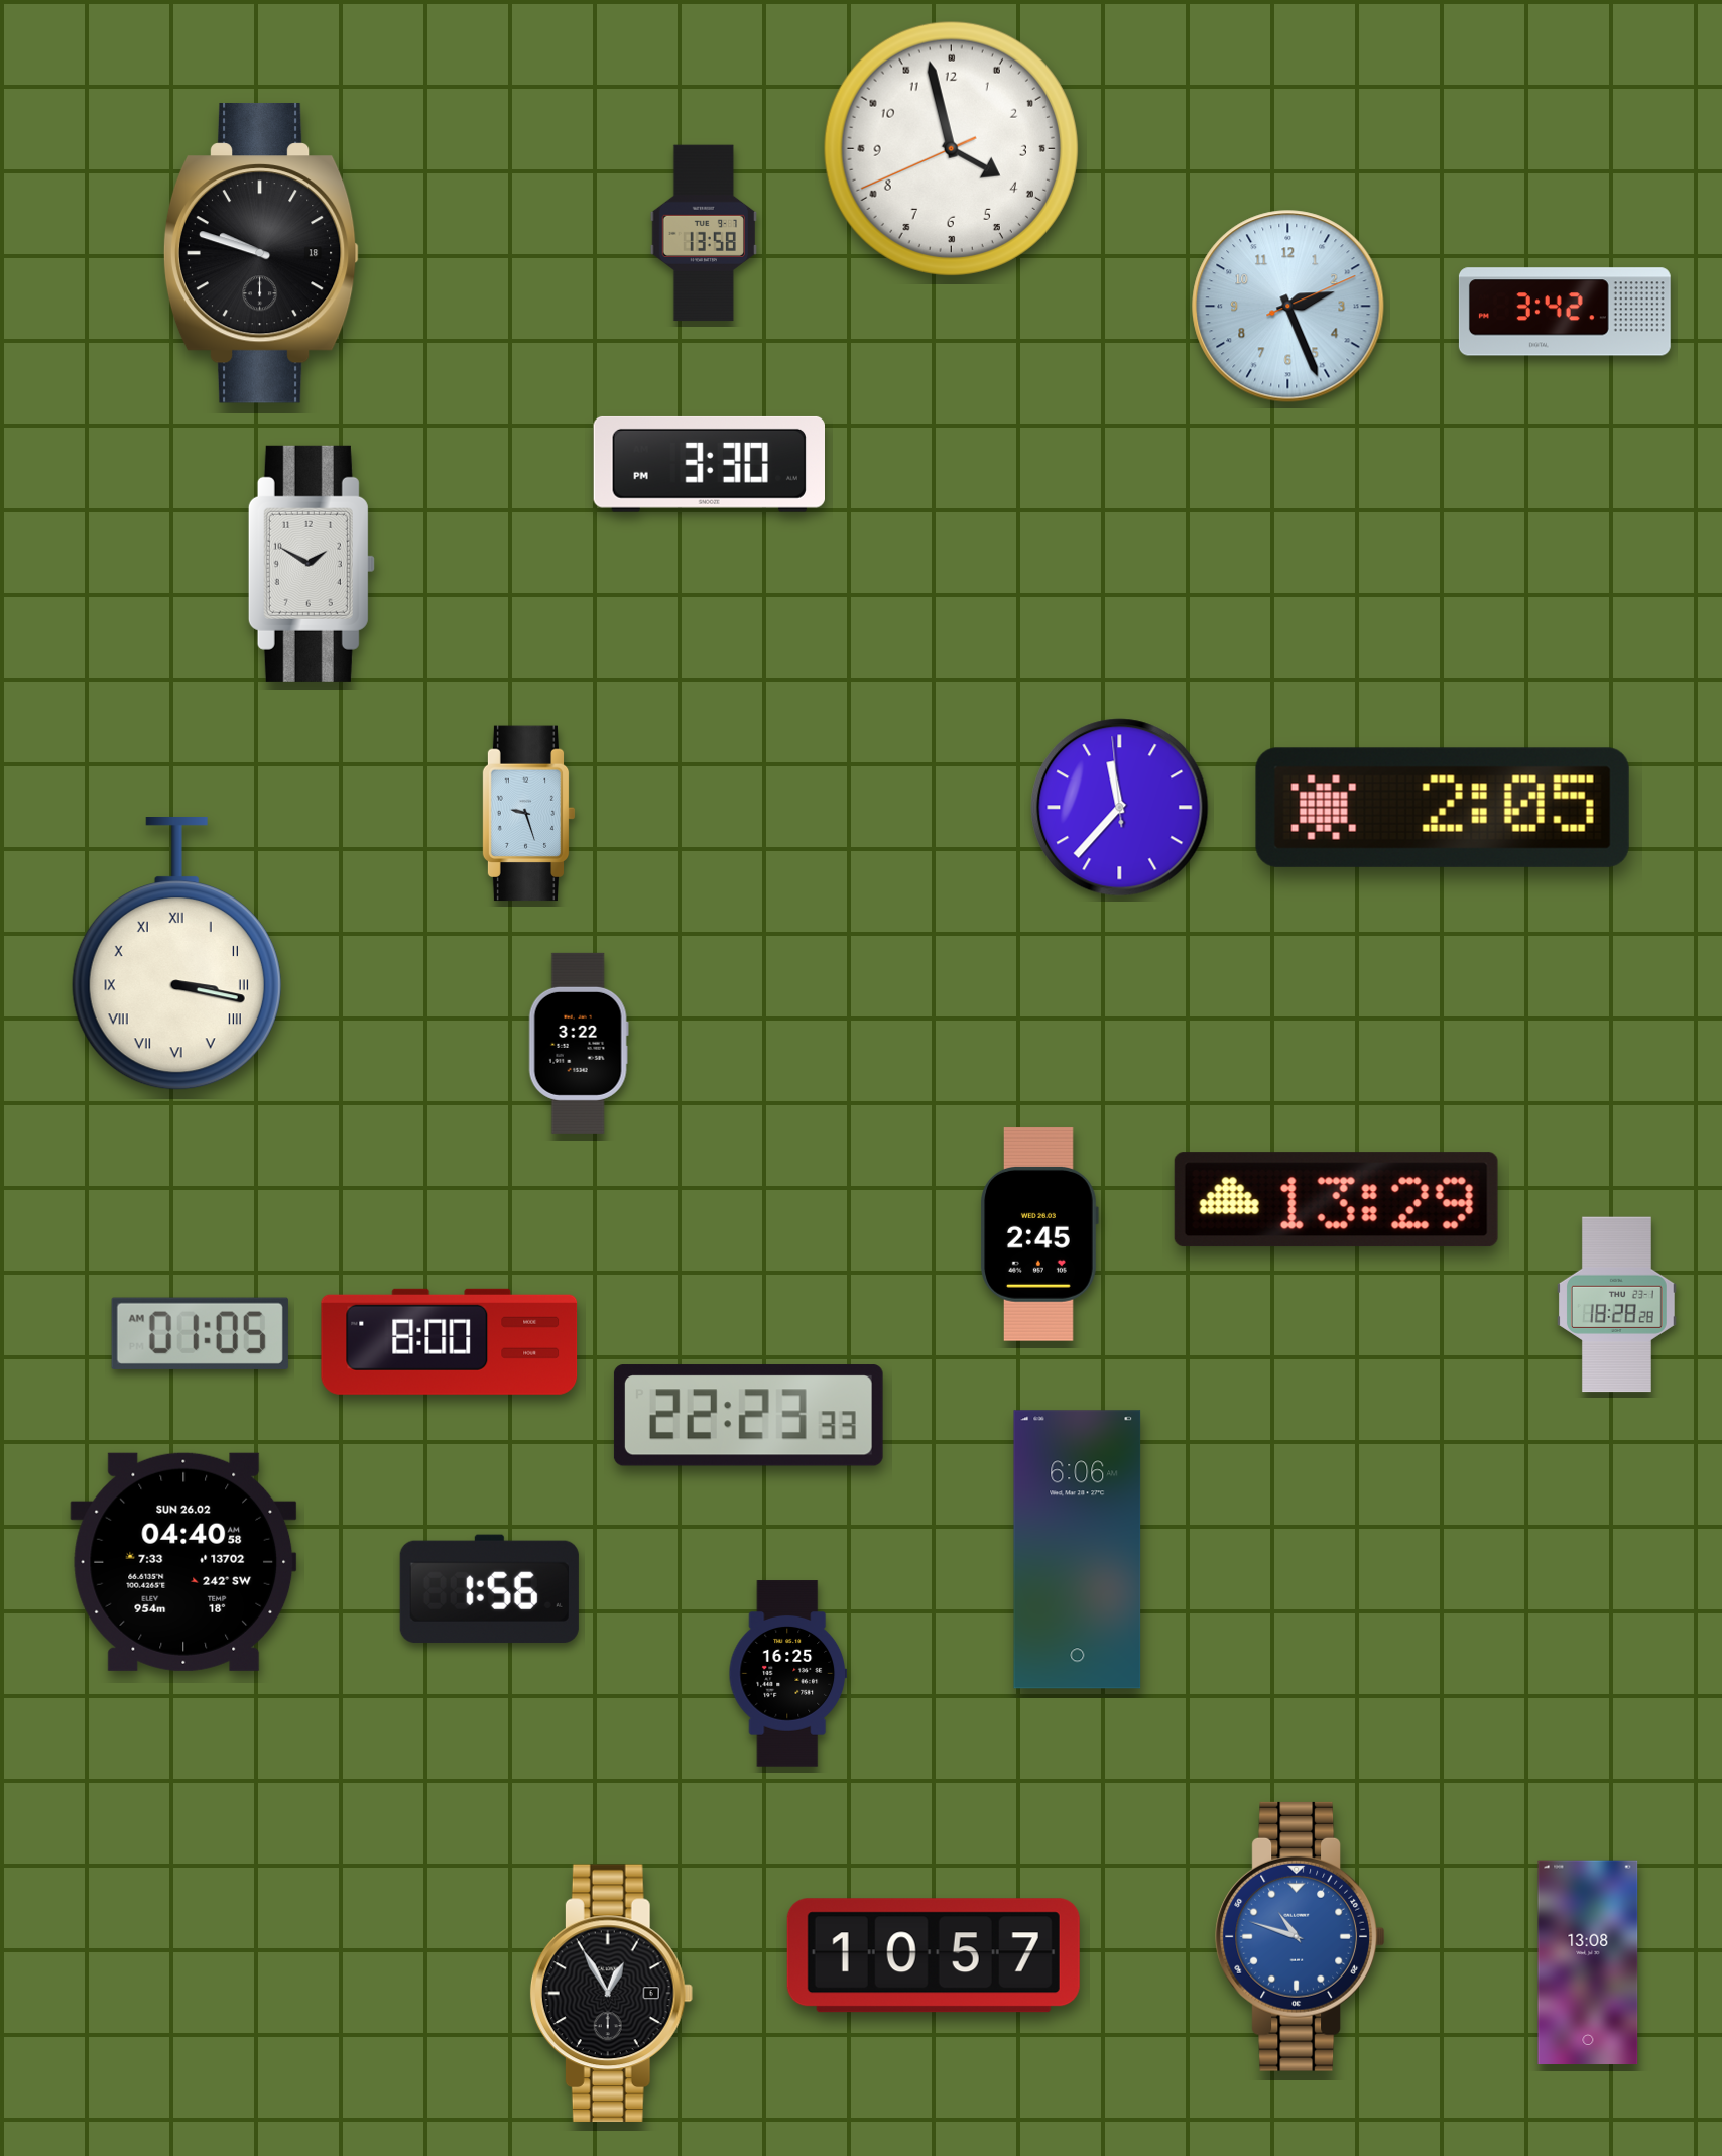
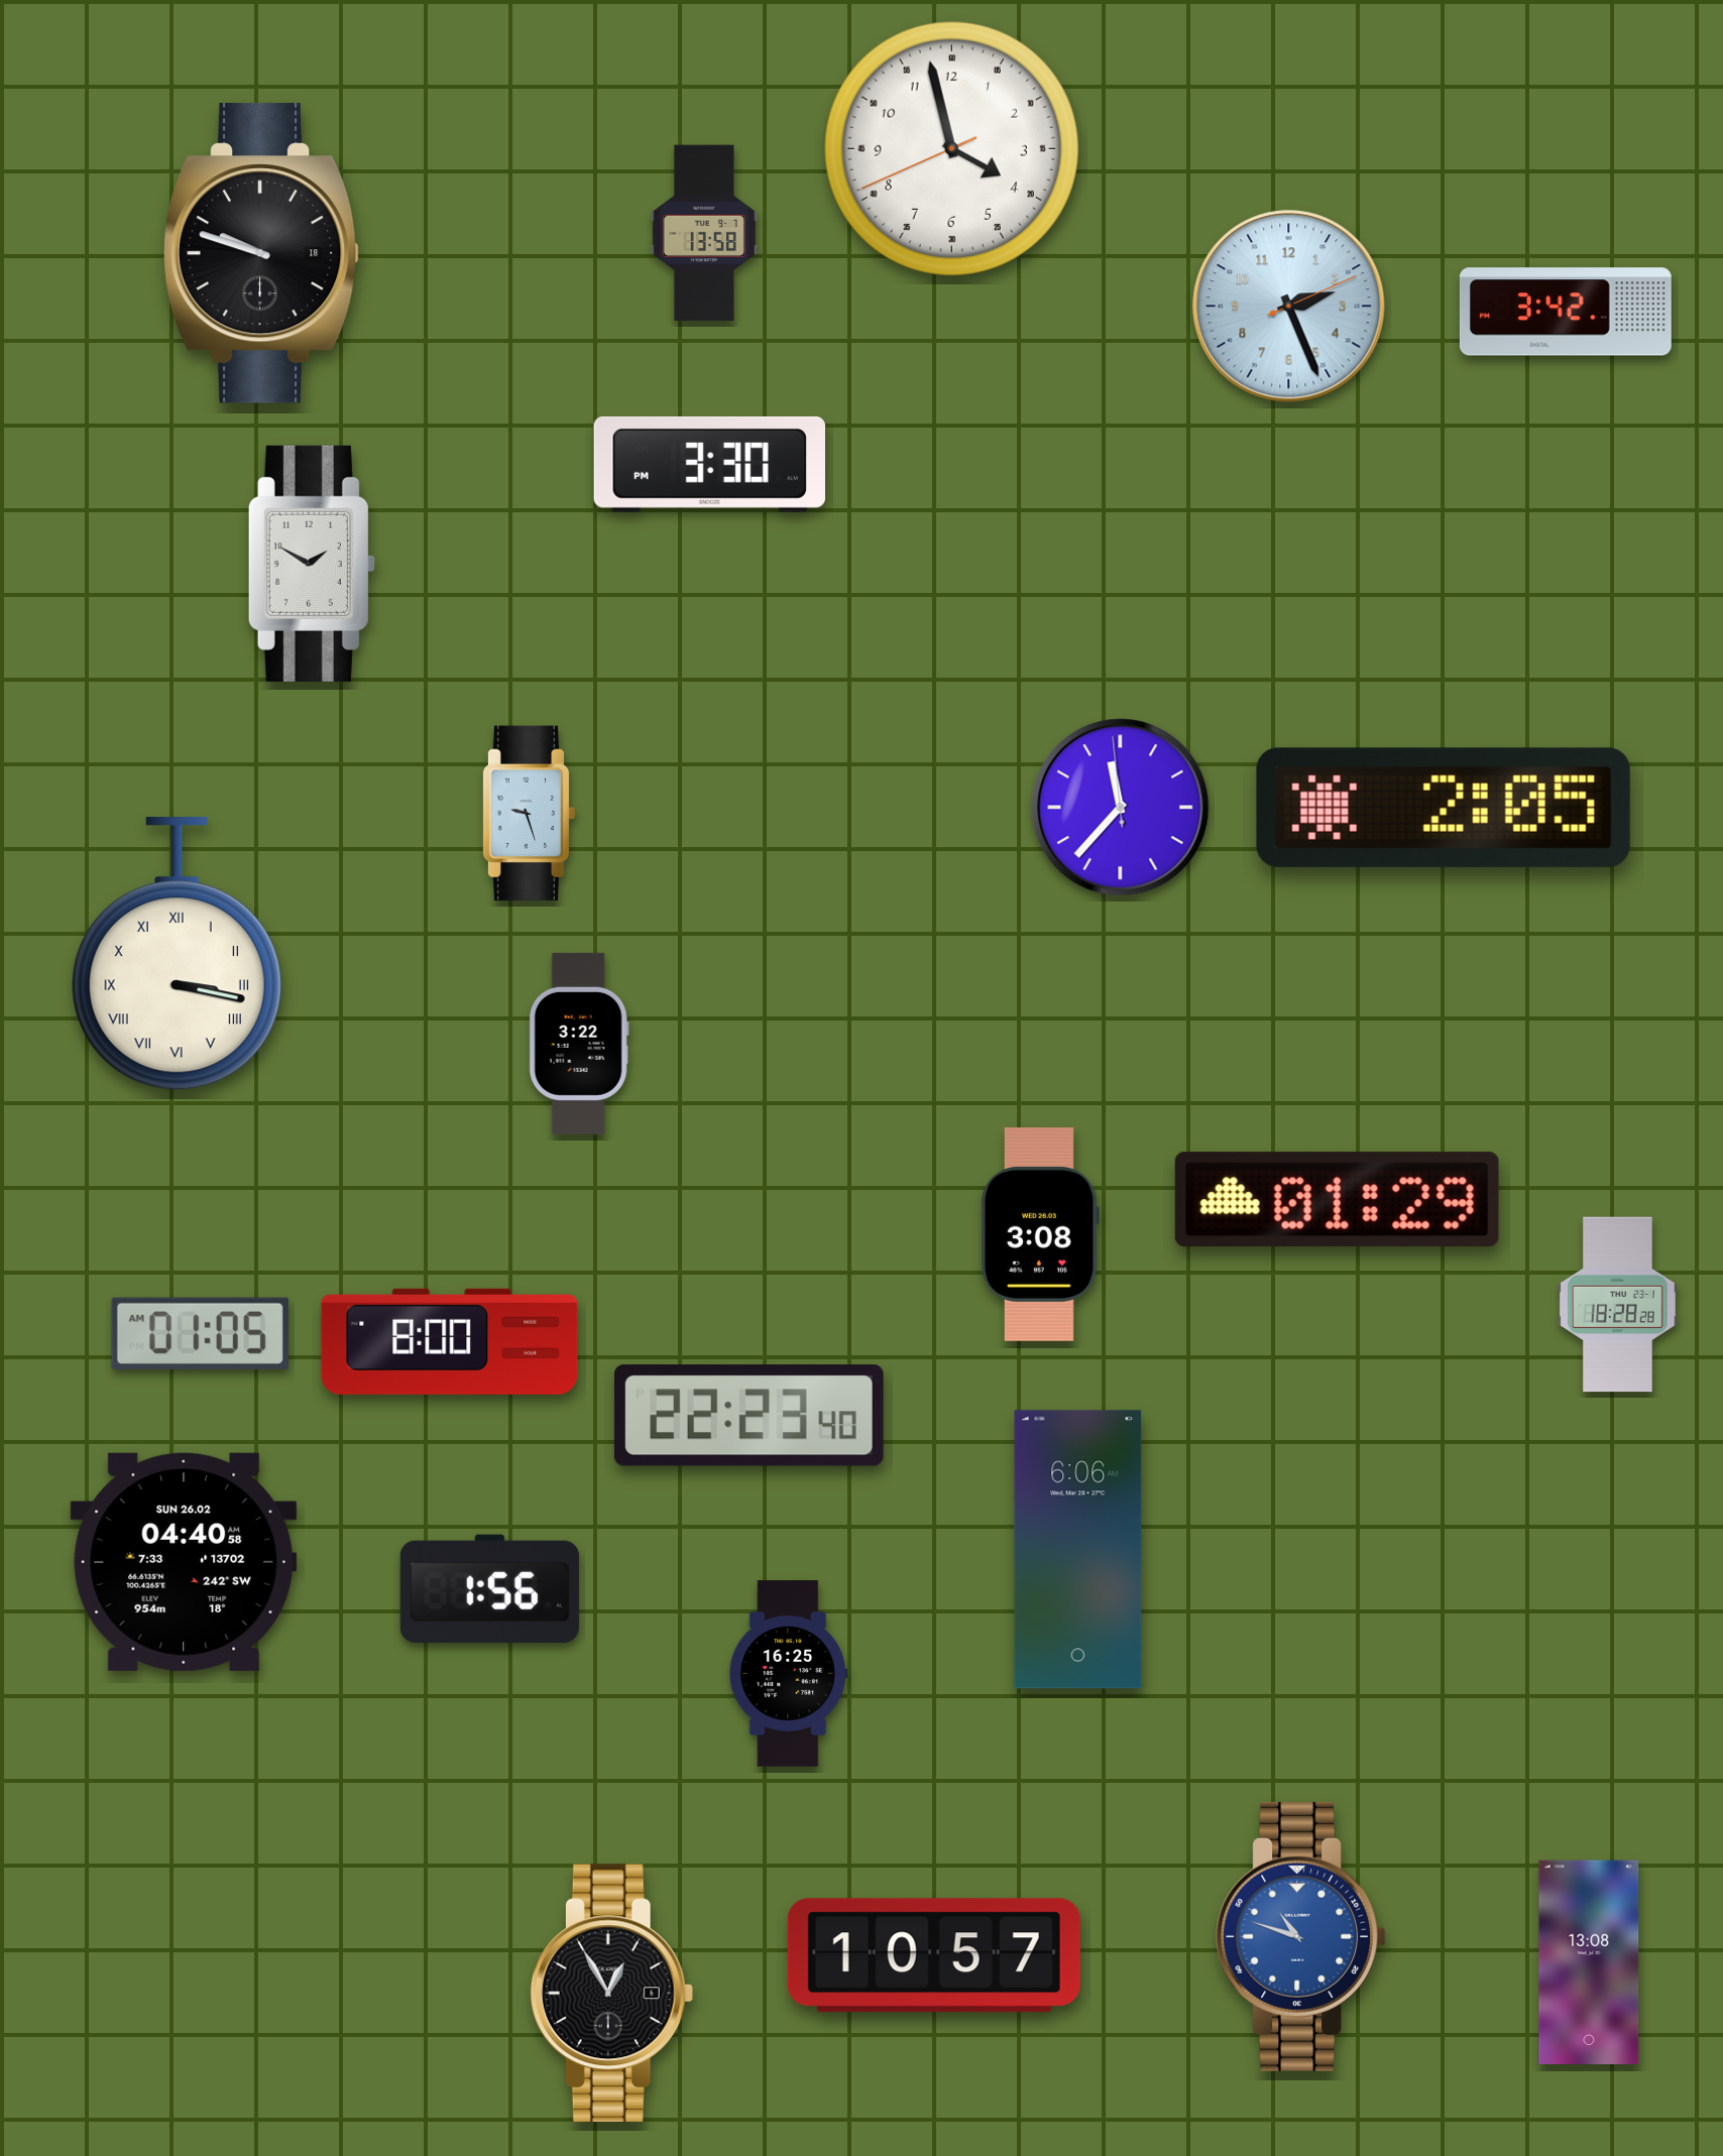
clock at (1336, 1200): 13:29 -> 01:29
clock at (1039, 1234): 2:45 -> 3:08
clock at (748, 1416): 22:23:33 -> 22:23:40
